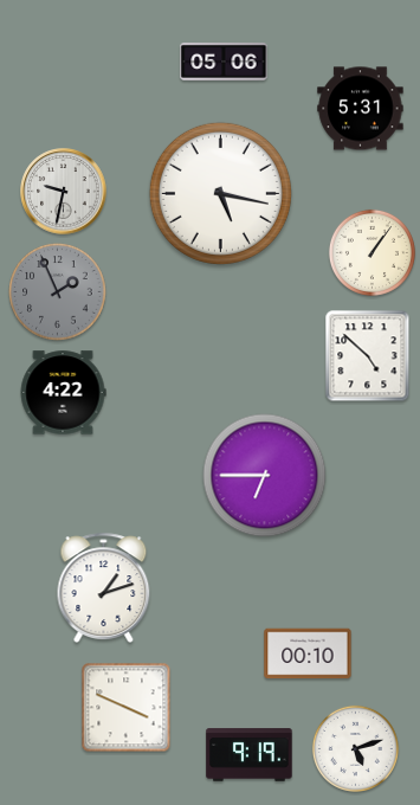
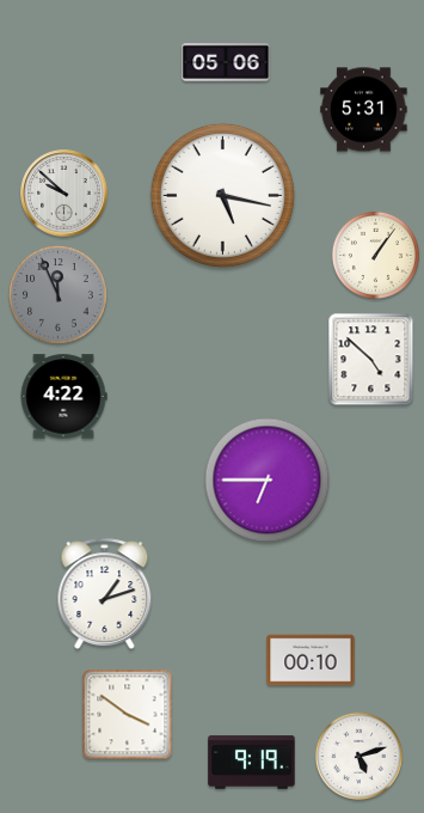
clock at (64, 192): 9:32 -> 9:52
clock at (58, 292): 1:56 -> 11:56
clock at (127, 708): 3:49 -> 3:51
